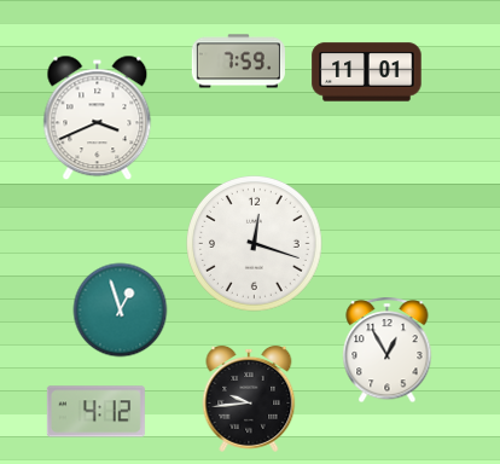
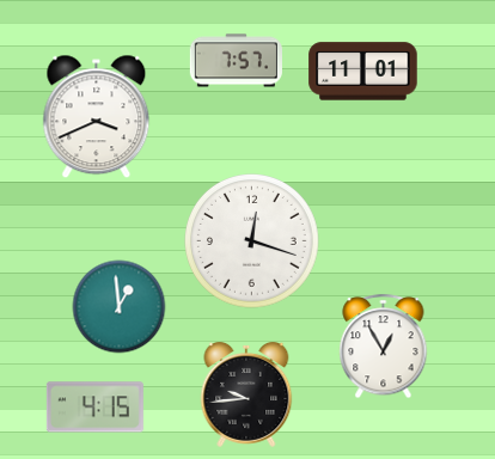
clock at (238, 62): 7:59 -> 7:57
clock at (120, 309): 12:57 -> 12:59
clock at (95, 412): 4:12 -> 4:15
